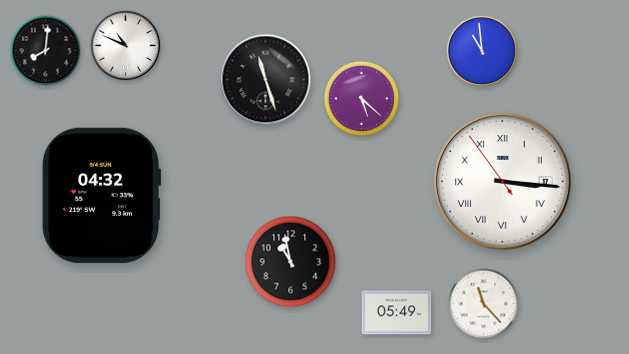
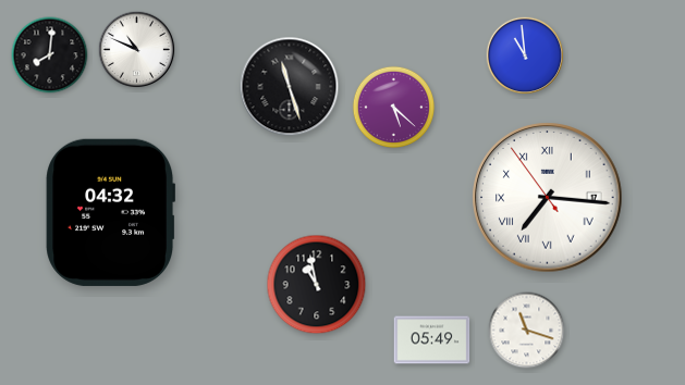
clock at (503, 182): 3:15 -> 7:15
clock at (484, 304): 11:23 -> 11:18
